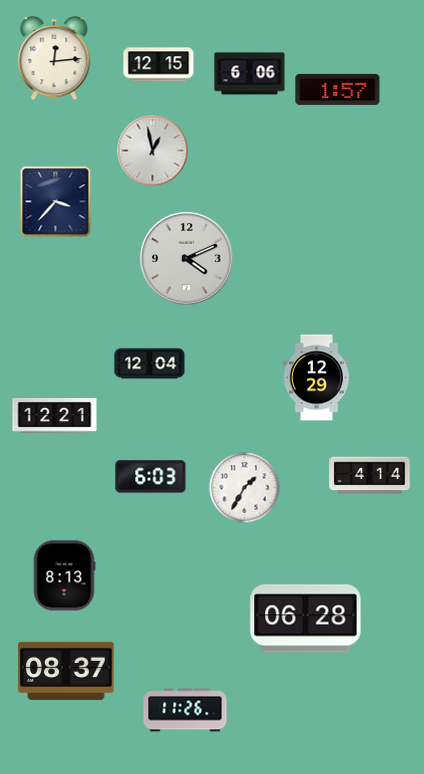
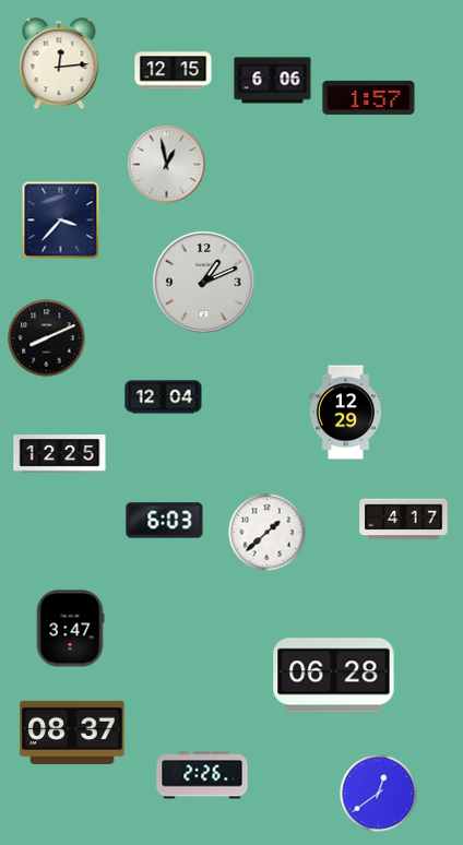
clock at (187, 259): 4:11 -> 1:11
clock at (47, 338): none -> 8:11
clock at (55, 416): 12:21 -> 12:25
clock at (370, 476): 4:14 -> 4:17
clock at (245, 488): 1:35 -> 1:38
clock at (64, 576): 8:13 -> 3:47
clock at (185, 710): 11:26 -> 2:26
clock at (379, 794): none -> 12:39
